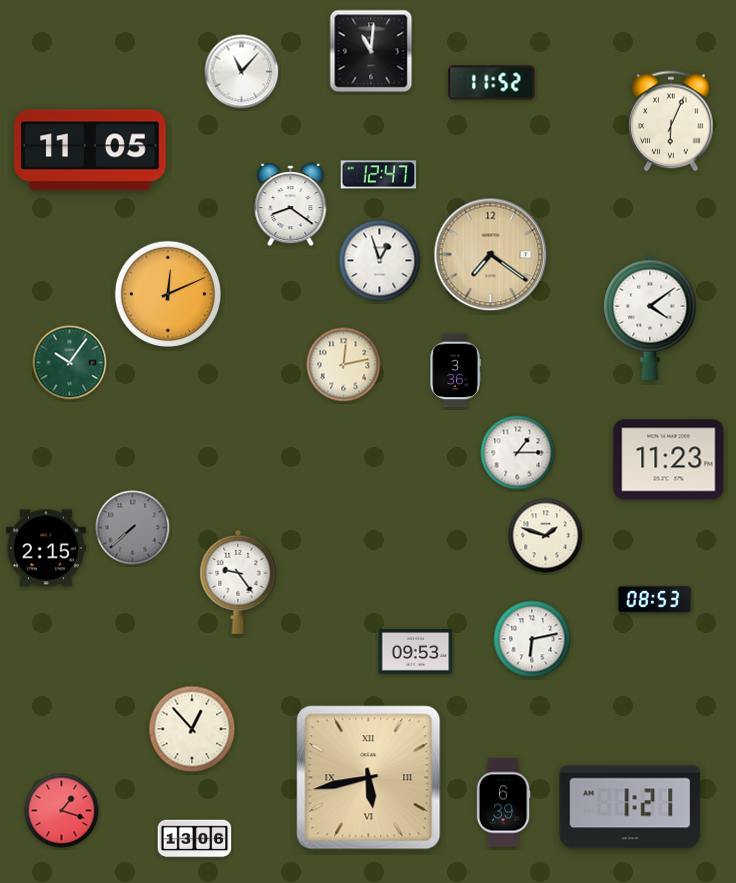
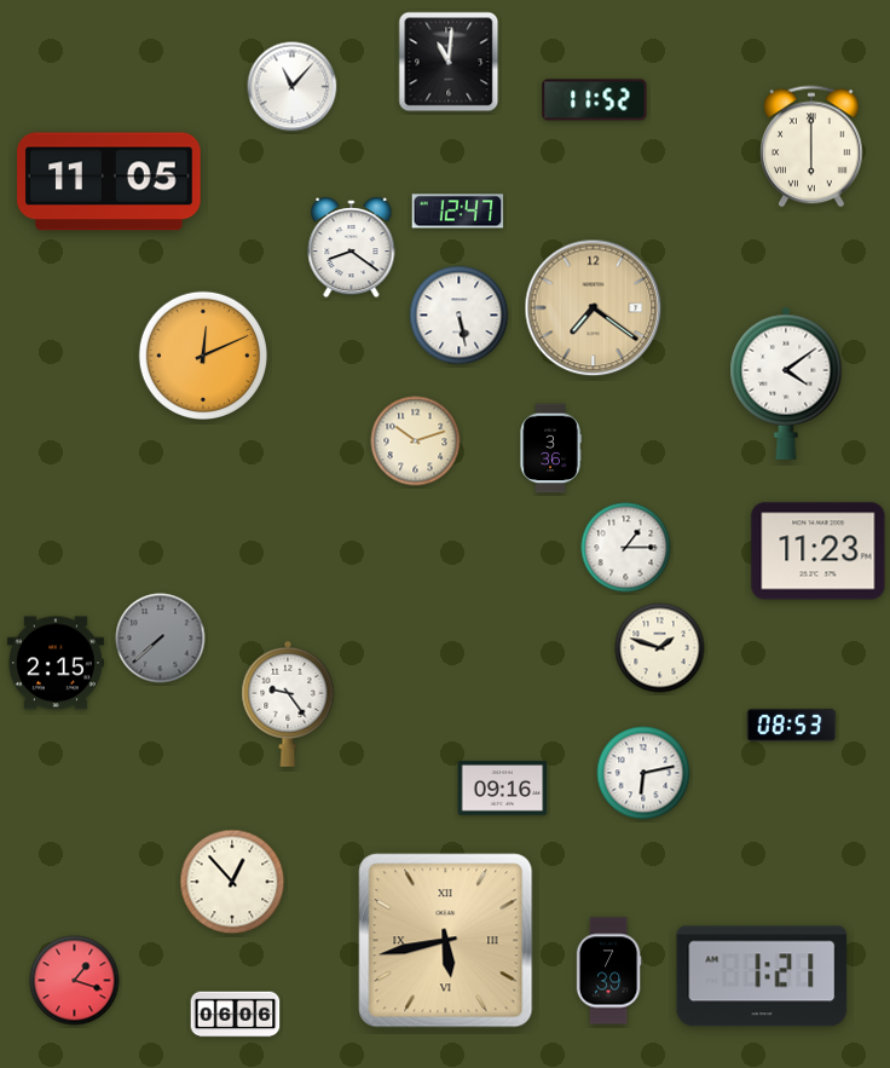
clock at (671, 121): 6:04 -> 6:00
clock at (380, 261): 12:57 -> 5:28
clock at (70, 363): 10:06 -> none
clock at (344, 365): 12:13 -> 10:12
clock at (669, 460) position: (669, 460) -> (819, 552)
clock at (416, 652): 09:53 -> 09:16
clock at (503, 803): 6:39 -> 7:39
clock at (195, 839): 13:06 -> 06:06
